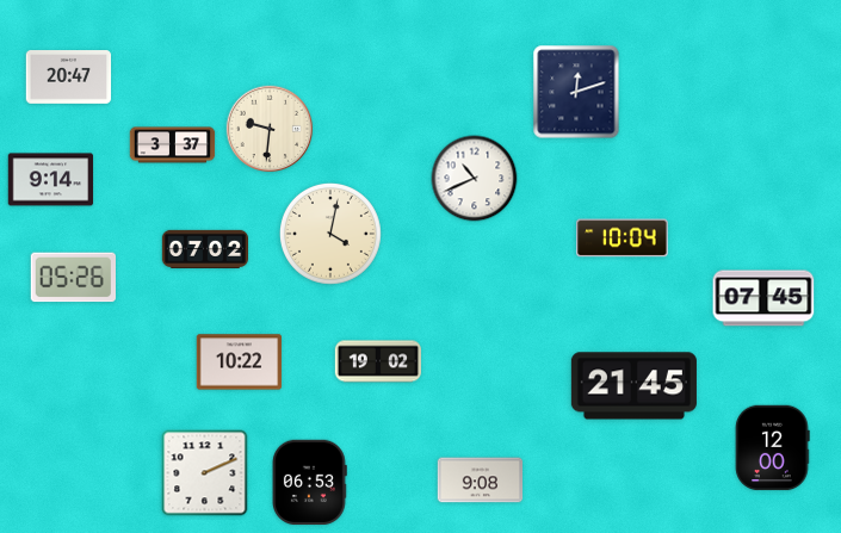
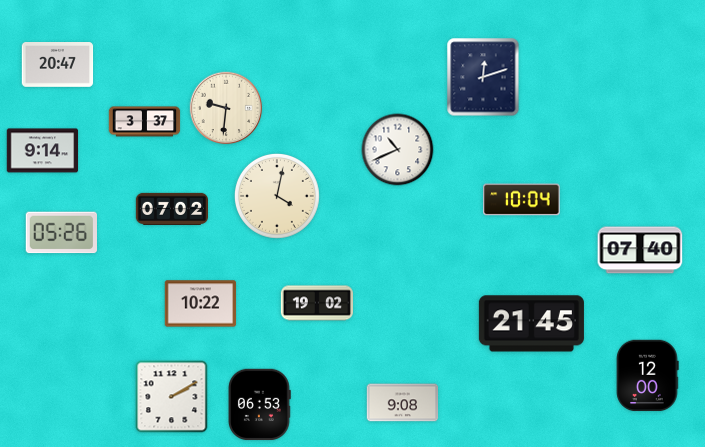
clock at (763, 298): 07:45 -> 07:40
clock at (205, 473): 2:11 -> 2:10
